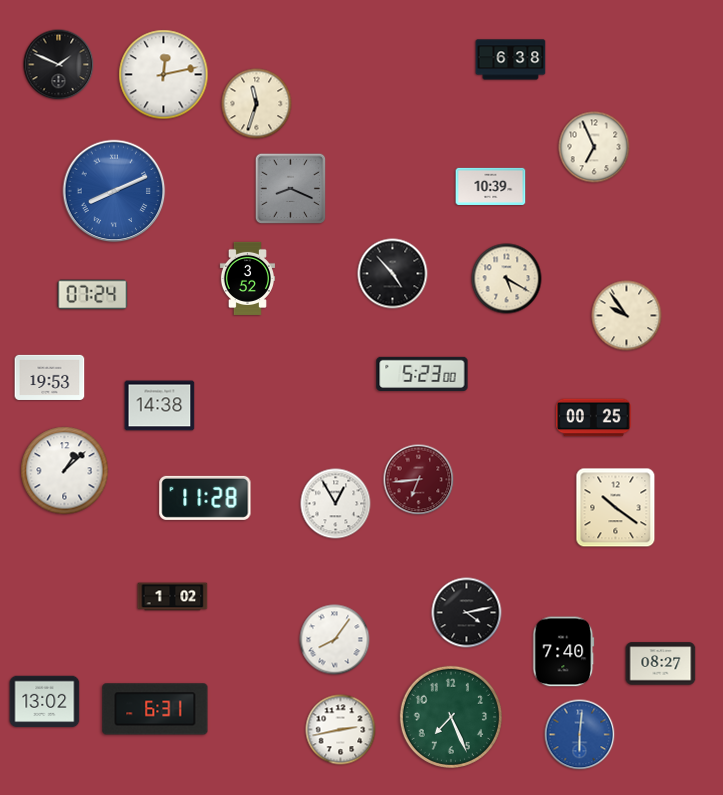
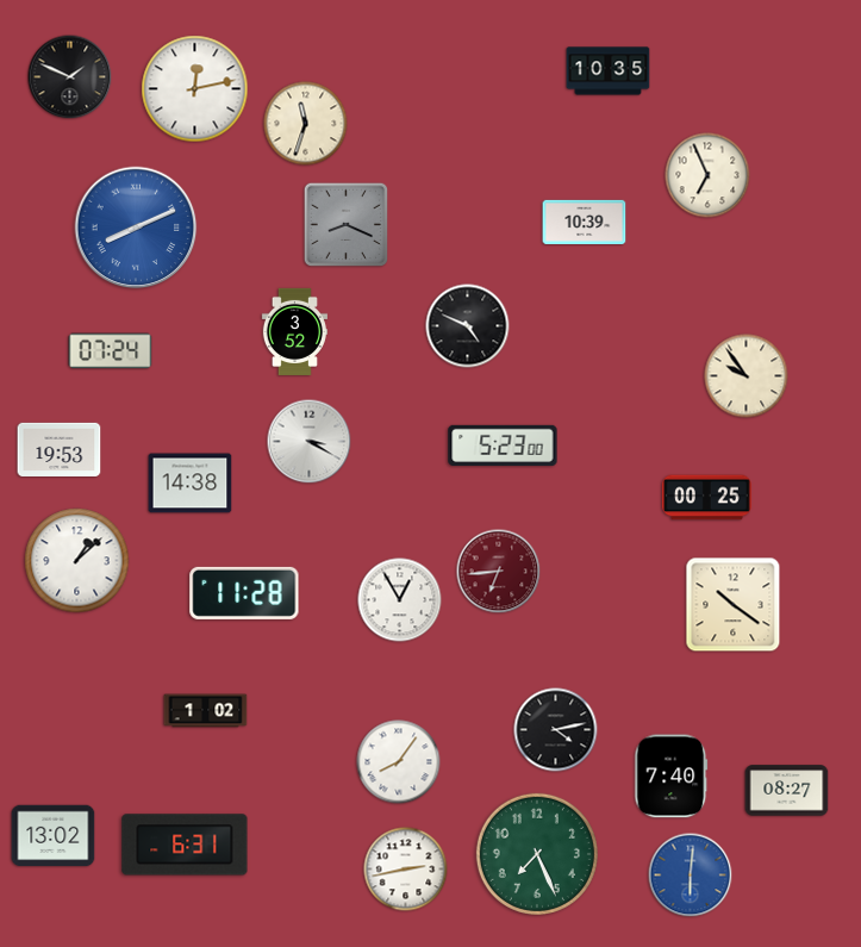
clock at (511, 60): 6:38 -> 10:35
clock at (393, 274): 4:53 -> 4:49
clock at (507, 279): 5:20 -> none
clock at (310, 442): none -> 3:20
